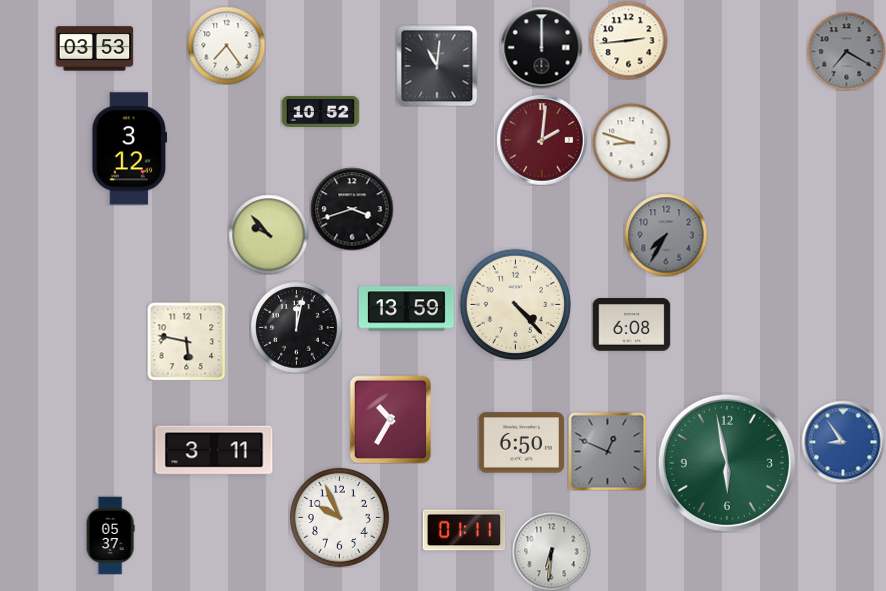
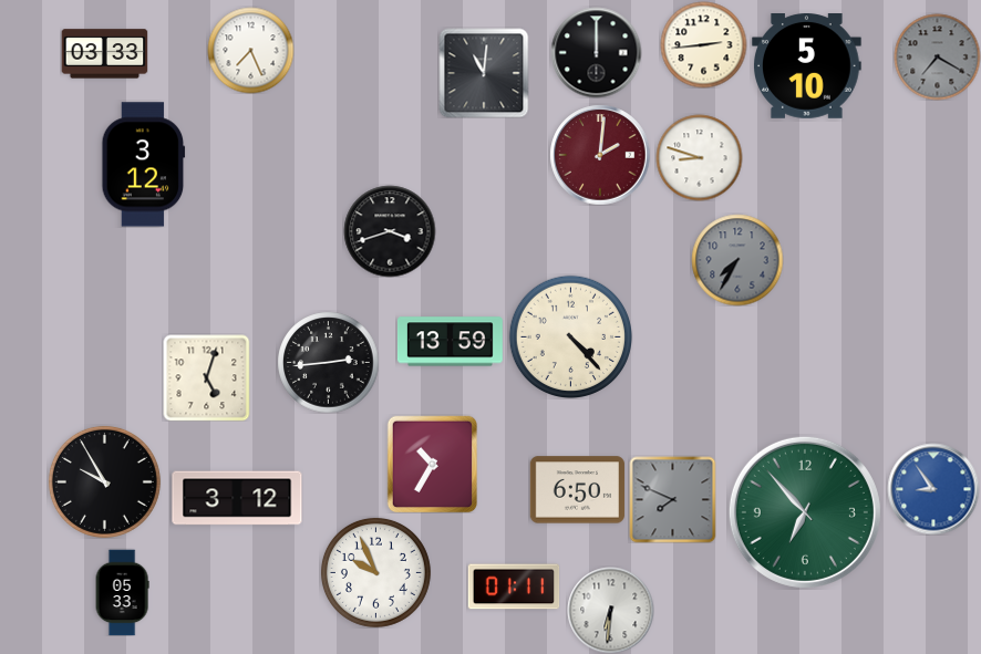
clock at (628, 40) position: (628, 40) -> (703, 44)
clock at (226, 45): 7:24 -> 7:26
clock at (541, 47) position: (541, 47) -> (596, 52)
clock at (94, 49): 03:53 -> 03:33
clock at (807, 66): none -> 5:10
clock at (320, 111): 10:52 -> none
clock at (268, 234): 9:53 -> none
clock at (631, 325): 6:08 -> none
clock at (296, 327): 12:02 -> 2:44
clock at (186, 341): 5:47 -> 5:03
clock at (104, 481): none -> 9:55
clock at (214, 450): 3:11 -> 3:12
clock at (607, 451): 12:49 -> 7:49
clock at (727, 463): 5:58 -> 6:53
clock at (110, 535): 05:37 -> 05:33
